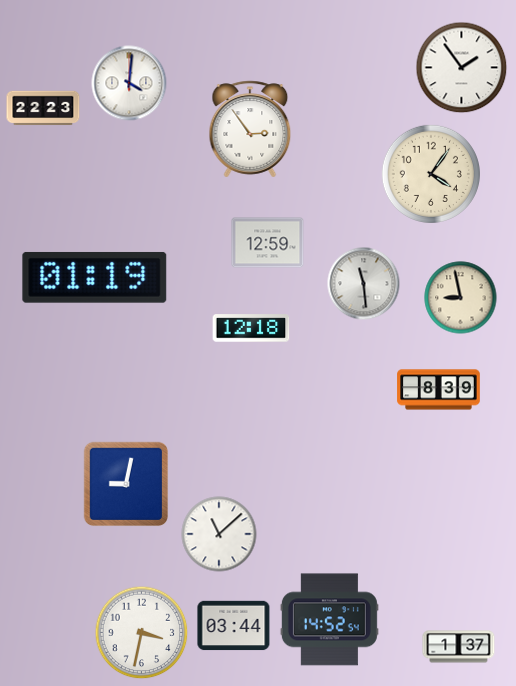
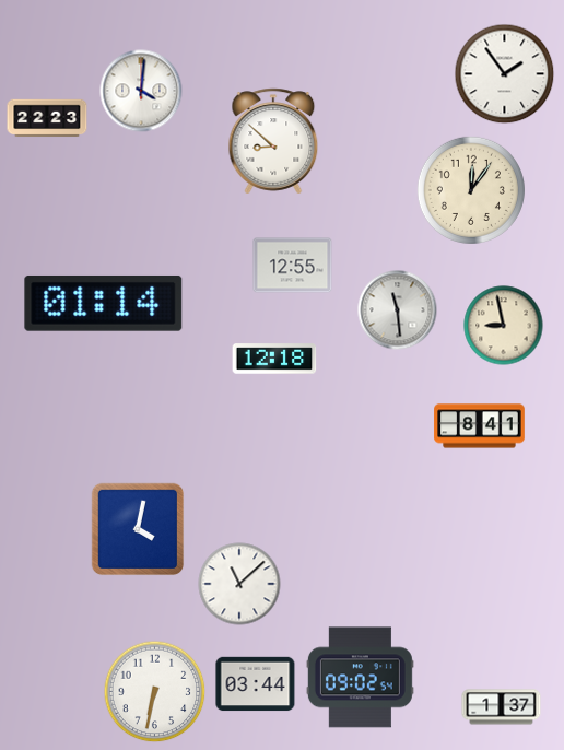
clock at (250, 129): 2:54 -> 8:52
clock at (431, 174): 4:06 -> 12:06
clock at (268, 243): 12:59 -> 12:55
clock at (95, 277): 01:19 -> 01:14
clock at (439, 390): 8:39 -> 8:41
clock at (126, 484): 9:02 -> 4:02
clock at (329, 620): 14:52 -> 09:02
clock at (142, 633): 3:32 -> 6:32
